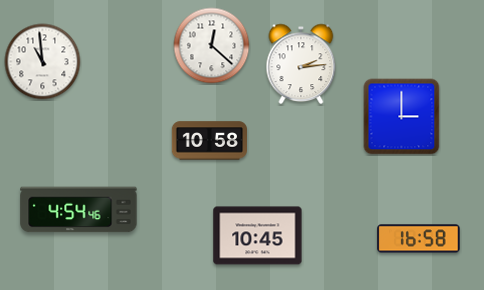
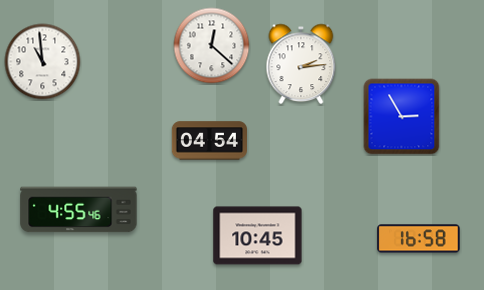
clock at (402, 117): 3:00 -> 2:55
clock at (209, 141): 10:58 -> 04:54
clock at (79, 210): 4:54 -> 4:55
